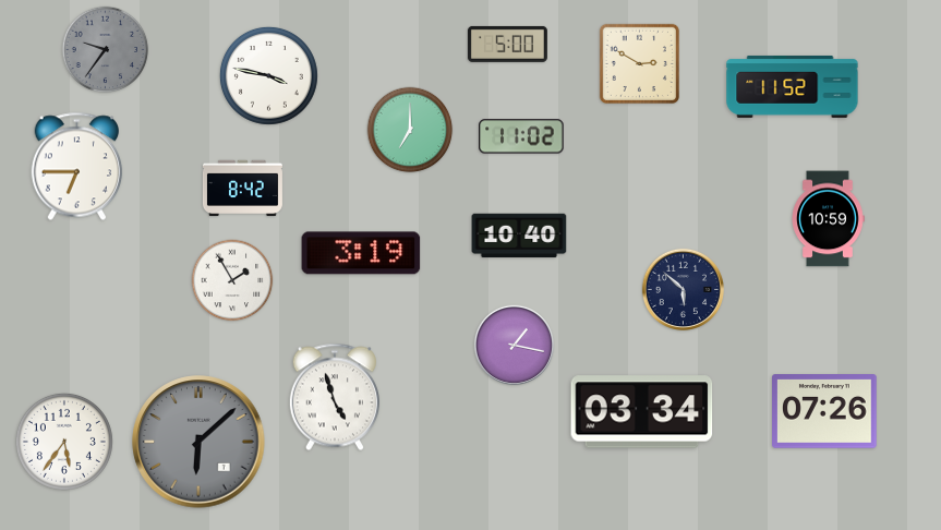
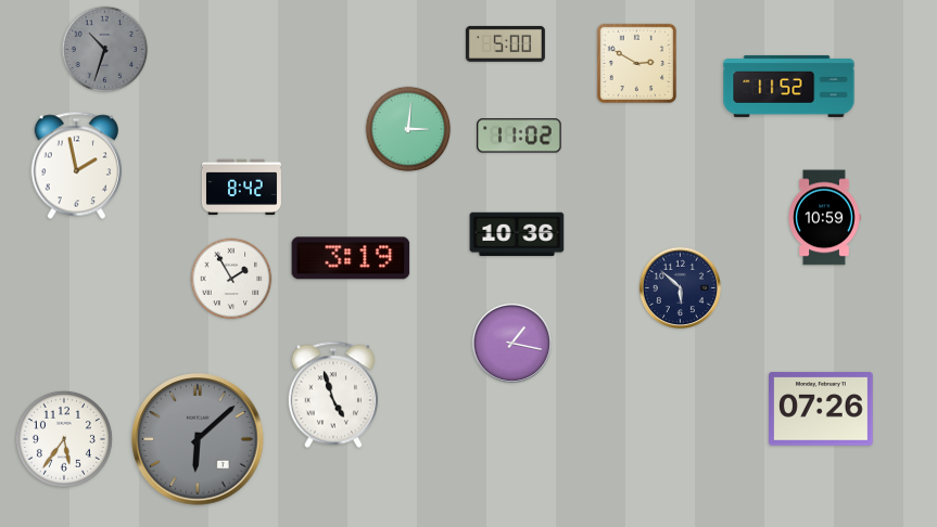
clock at (106, 50): 9:36 -> 10:33
clock at (268, 75): 3:47 -> none
clock at (410, 130): 7:00 -> 3:01
clock at (77, 167): 6:45 -> 1:58
clock at (519, 236): 10:40 -> 10:36
clock at (361, 253) position: (361, 253) -> (351, 258)
clock at (642, 412): 03:34 -> none
